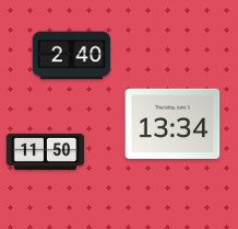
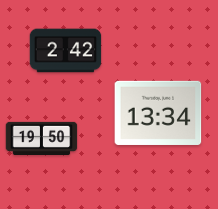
clock at (72, 56): 2:40 -> 2:42
clock at (46, 151): 11:50 -> 19:50
